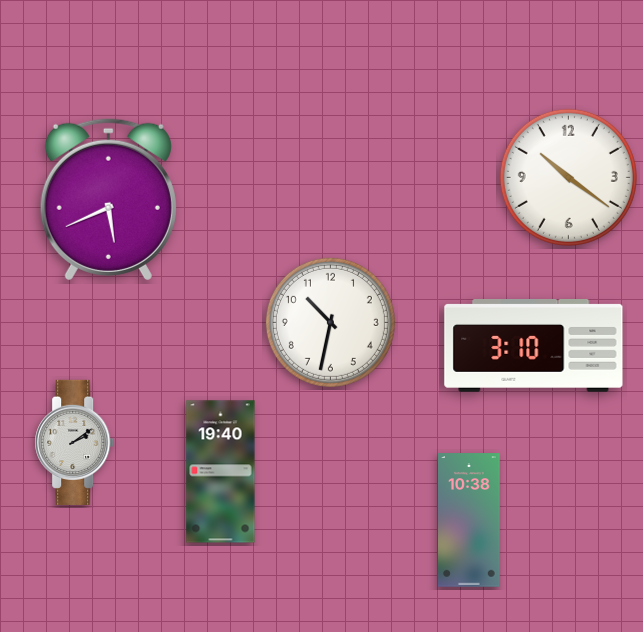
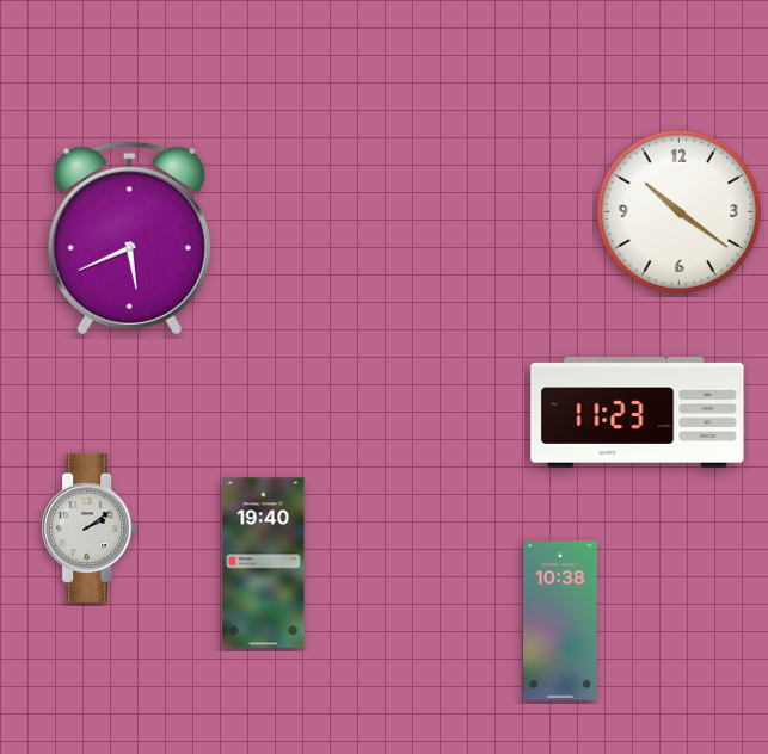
clock at (330, 322): 10:32 -> none
clock at (534, 346): 3:10 -> 11:23
